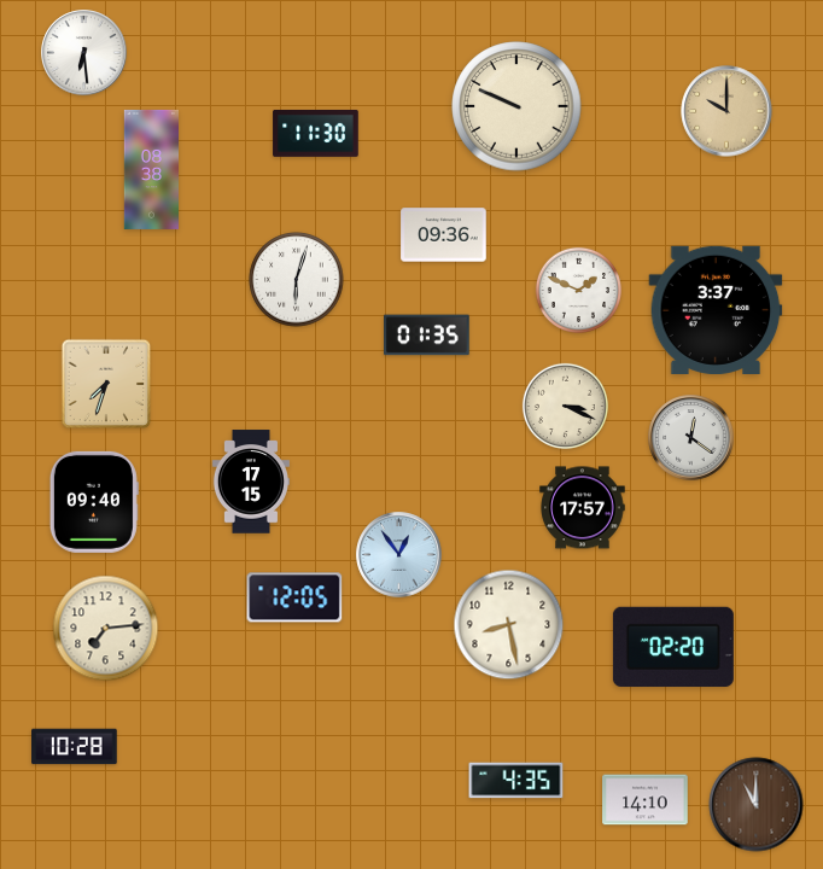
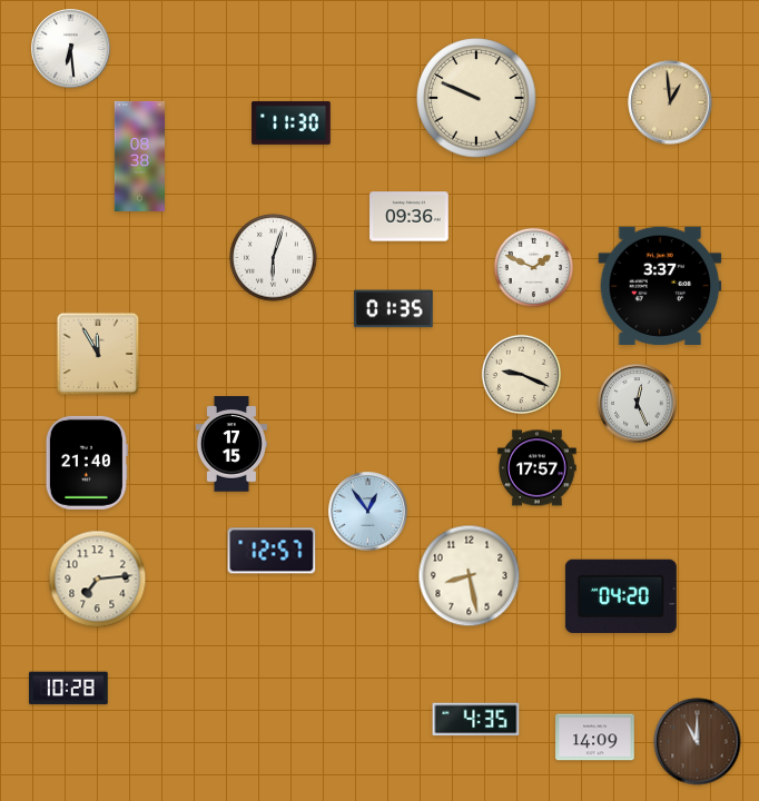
clock at (84, 53) position: (84, 53) -> (71, 49)
clock at (726, 111): 10:00 -> 12:59
clock at (106, 384): 7:33 -> 11:55
clock at (565, 406): 3:19 -> 9:19
clock at (691, 438): 12:21 -> 12:26
clock at (94, 502): 09:40 -> 21:40
clock at (294, 597): 12:05 -> 12:57
clock at (673, 647): 02:20 -> 04:20
clock at (646, 800): 14:10 -> 14:09
